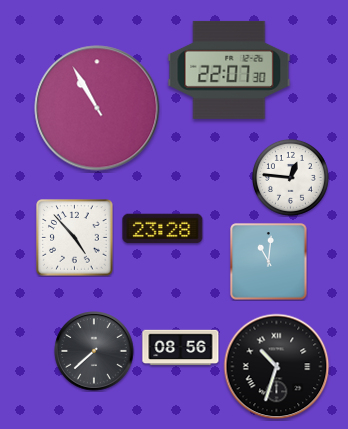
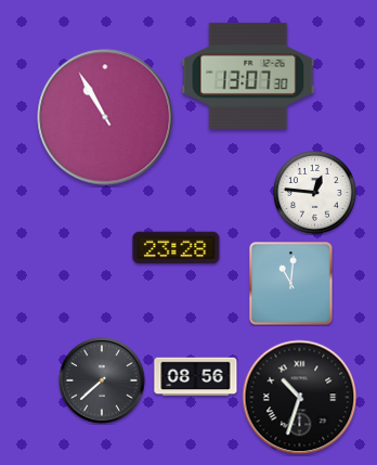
clock at (229, 70): 22:07 -> 13:07
clock at (75, 238): 4:53 -> none
